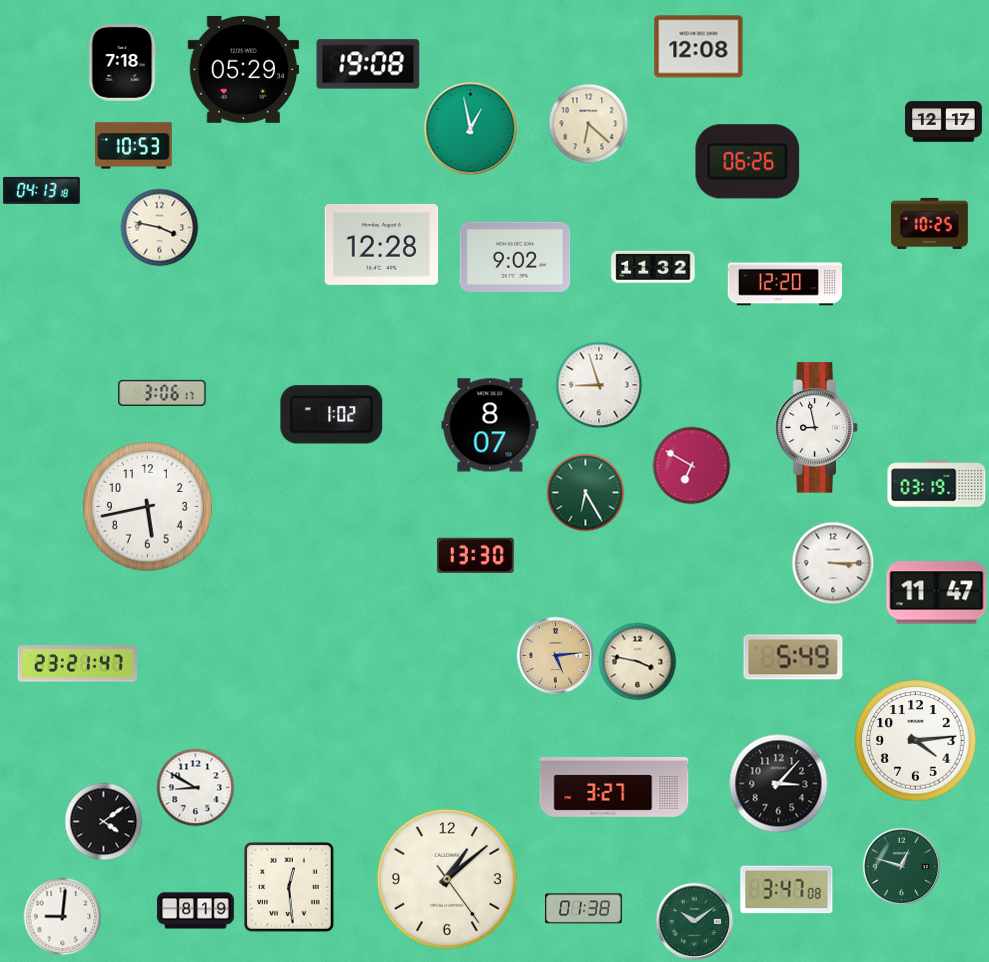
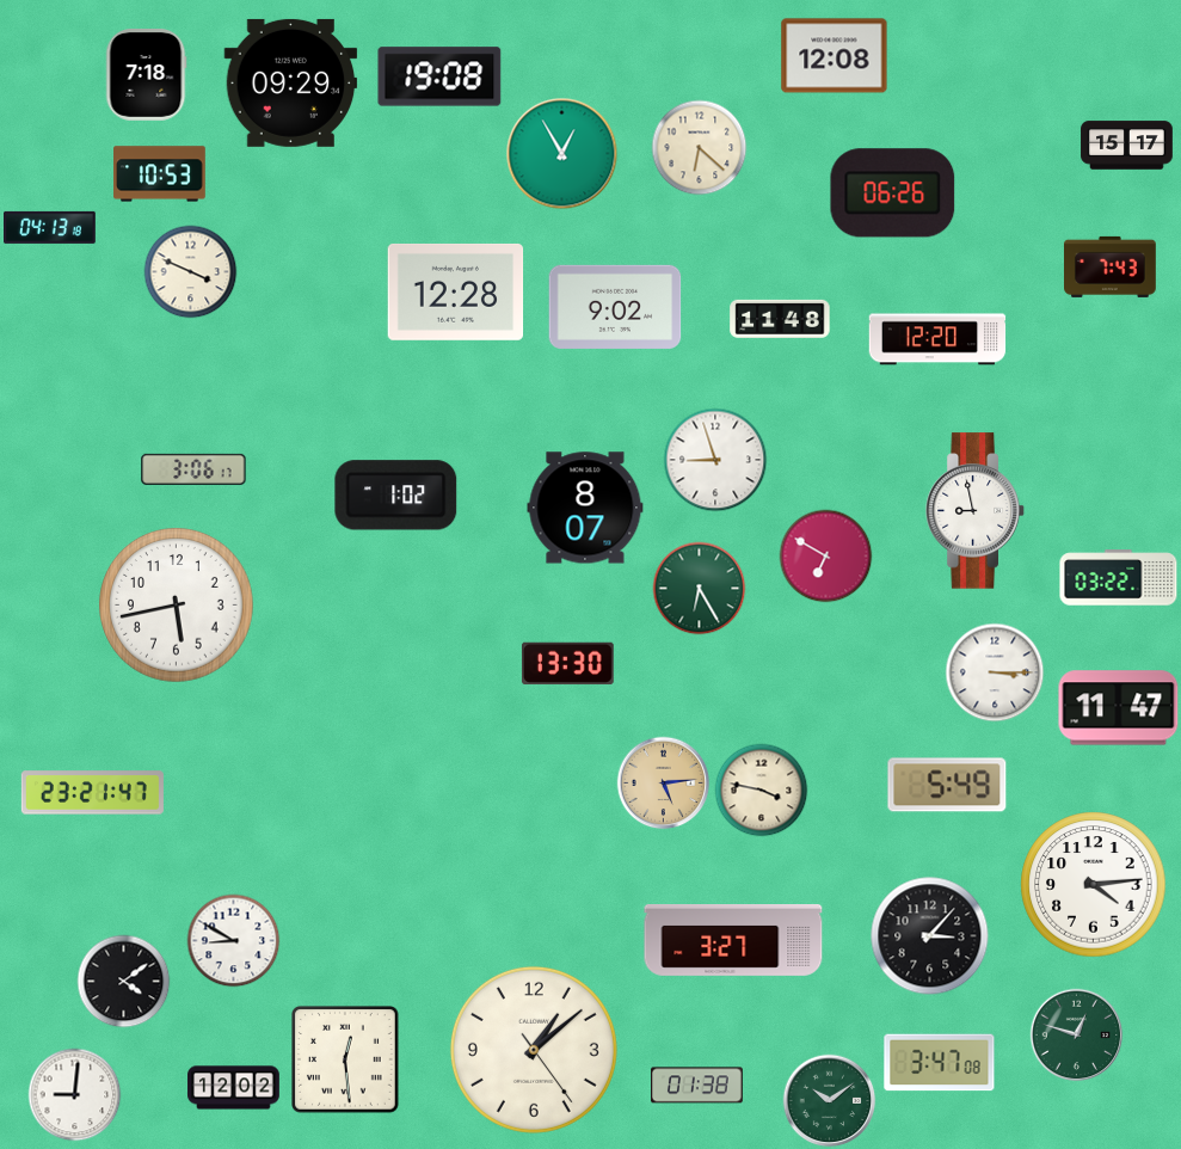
clock at (244, 69): 05:29 -> 09:29
clock at (944, 122): 12:17 -> 15:17
clock at (588, 123) position: (588, 123) -> (699, 147)
clock at (470, 128): 12:58 -> 12:55
clock at (930, 223): 10:25 -> 7:43
clock at (159, 227): 3:47 -> 3:49
clock at (653, 267): 11:32 -> 11:48
clock at (937, 484): 03:19 -> 03:22
clock at (196, 911): 8:19 -> 12:02
